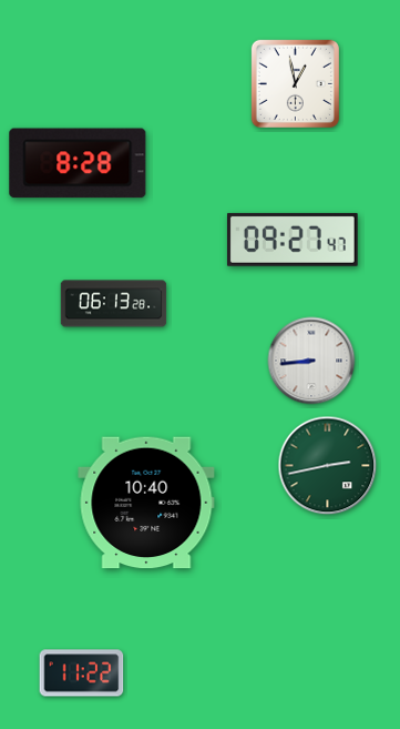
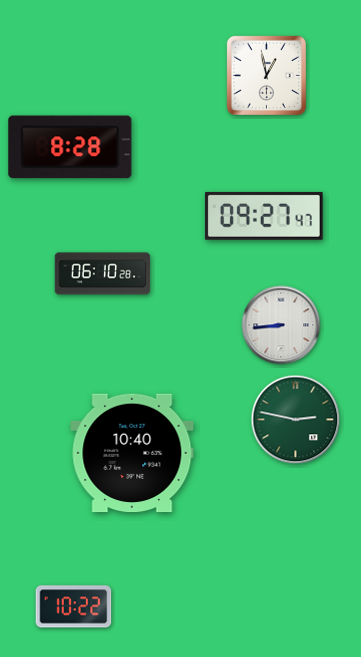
clock at (114, 304): 06:13 -> 06:10
clock at (328, 466): 2:43 -> 2:47
clock at (82, 674): 11:22 -> 10:22
